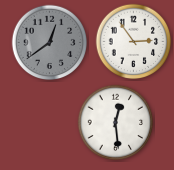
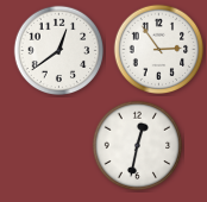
clock at (50, 43) dial: grey -> white
clock at (116, 123): 12:29 -> 12:32
